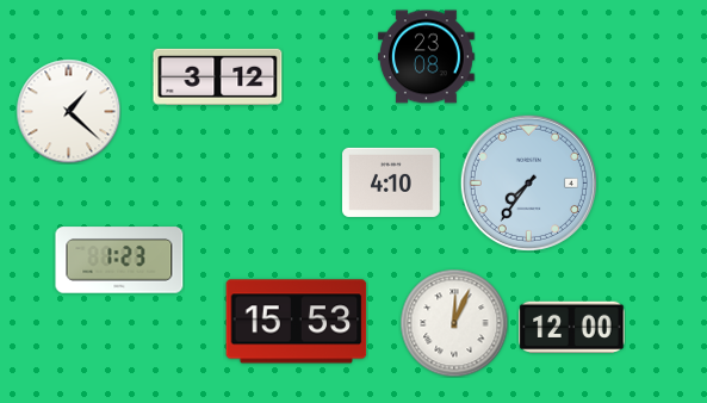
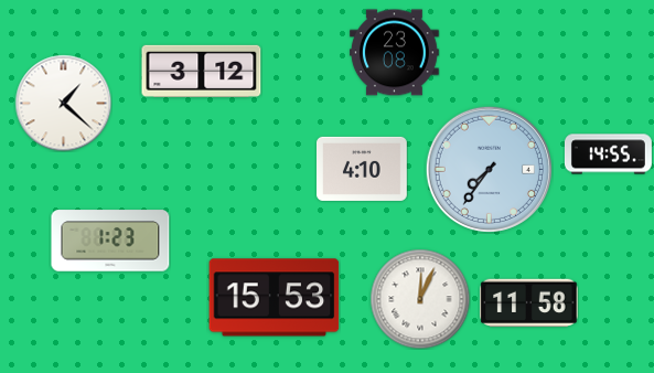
clock at (608, 154): none -> 14:55
clock at (572, 328): 12:00 -> 11:58
